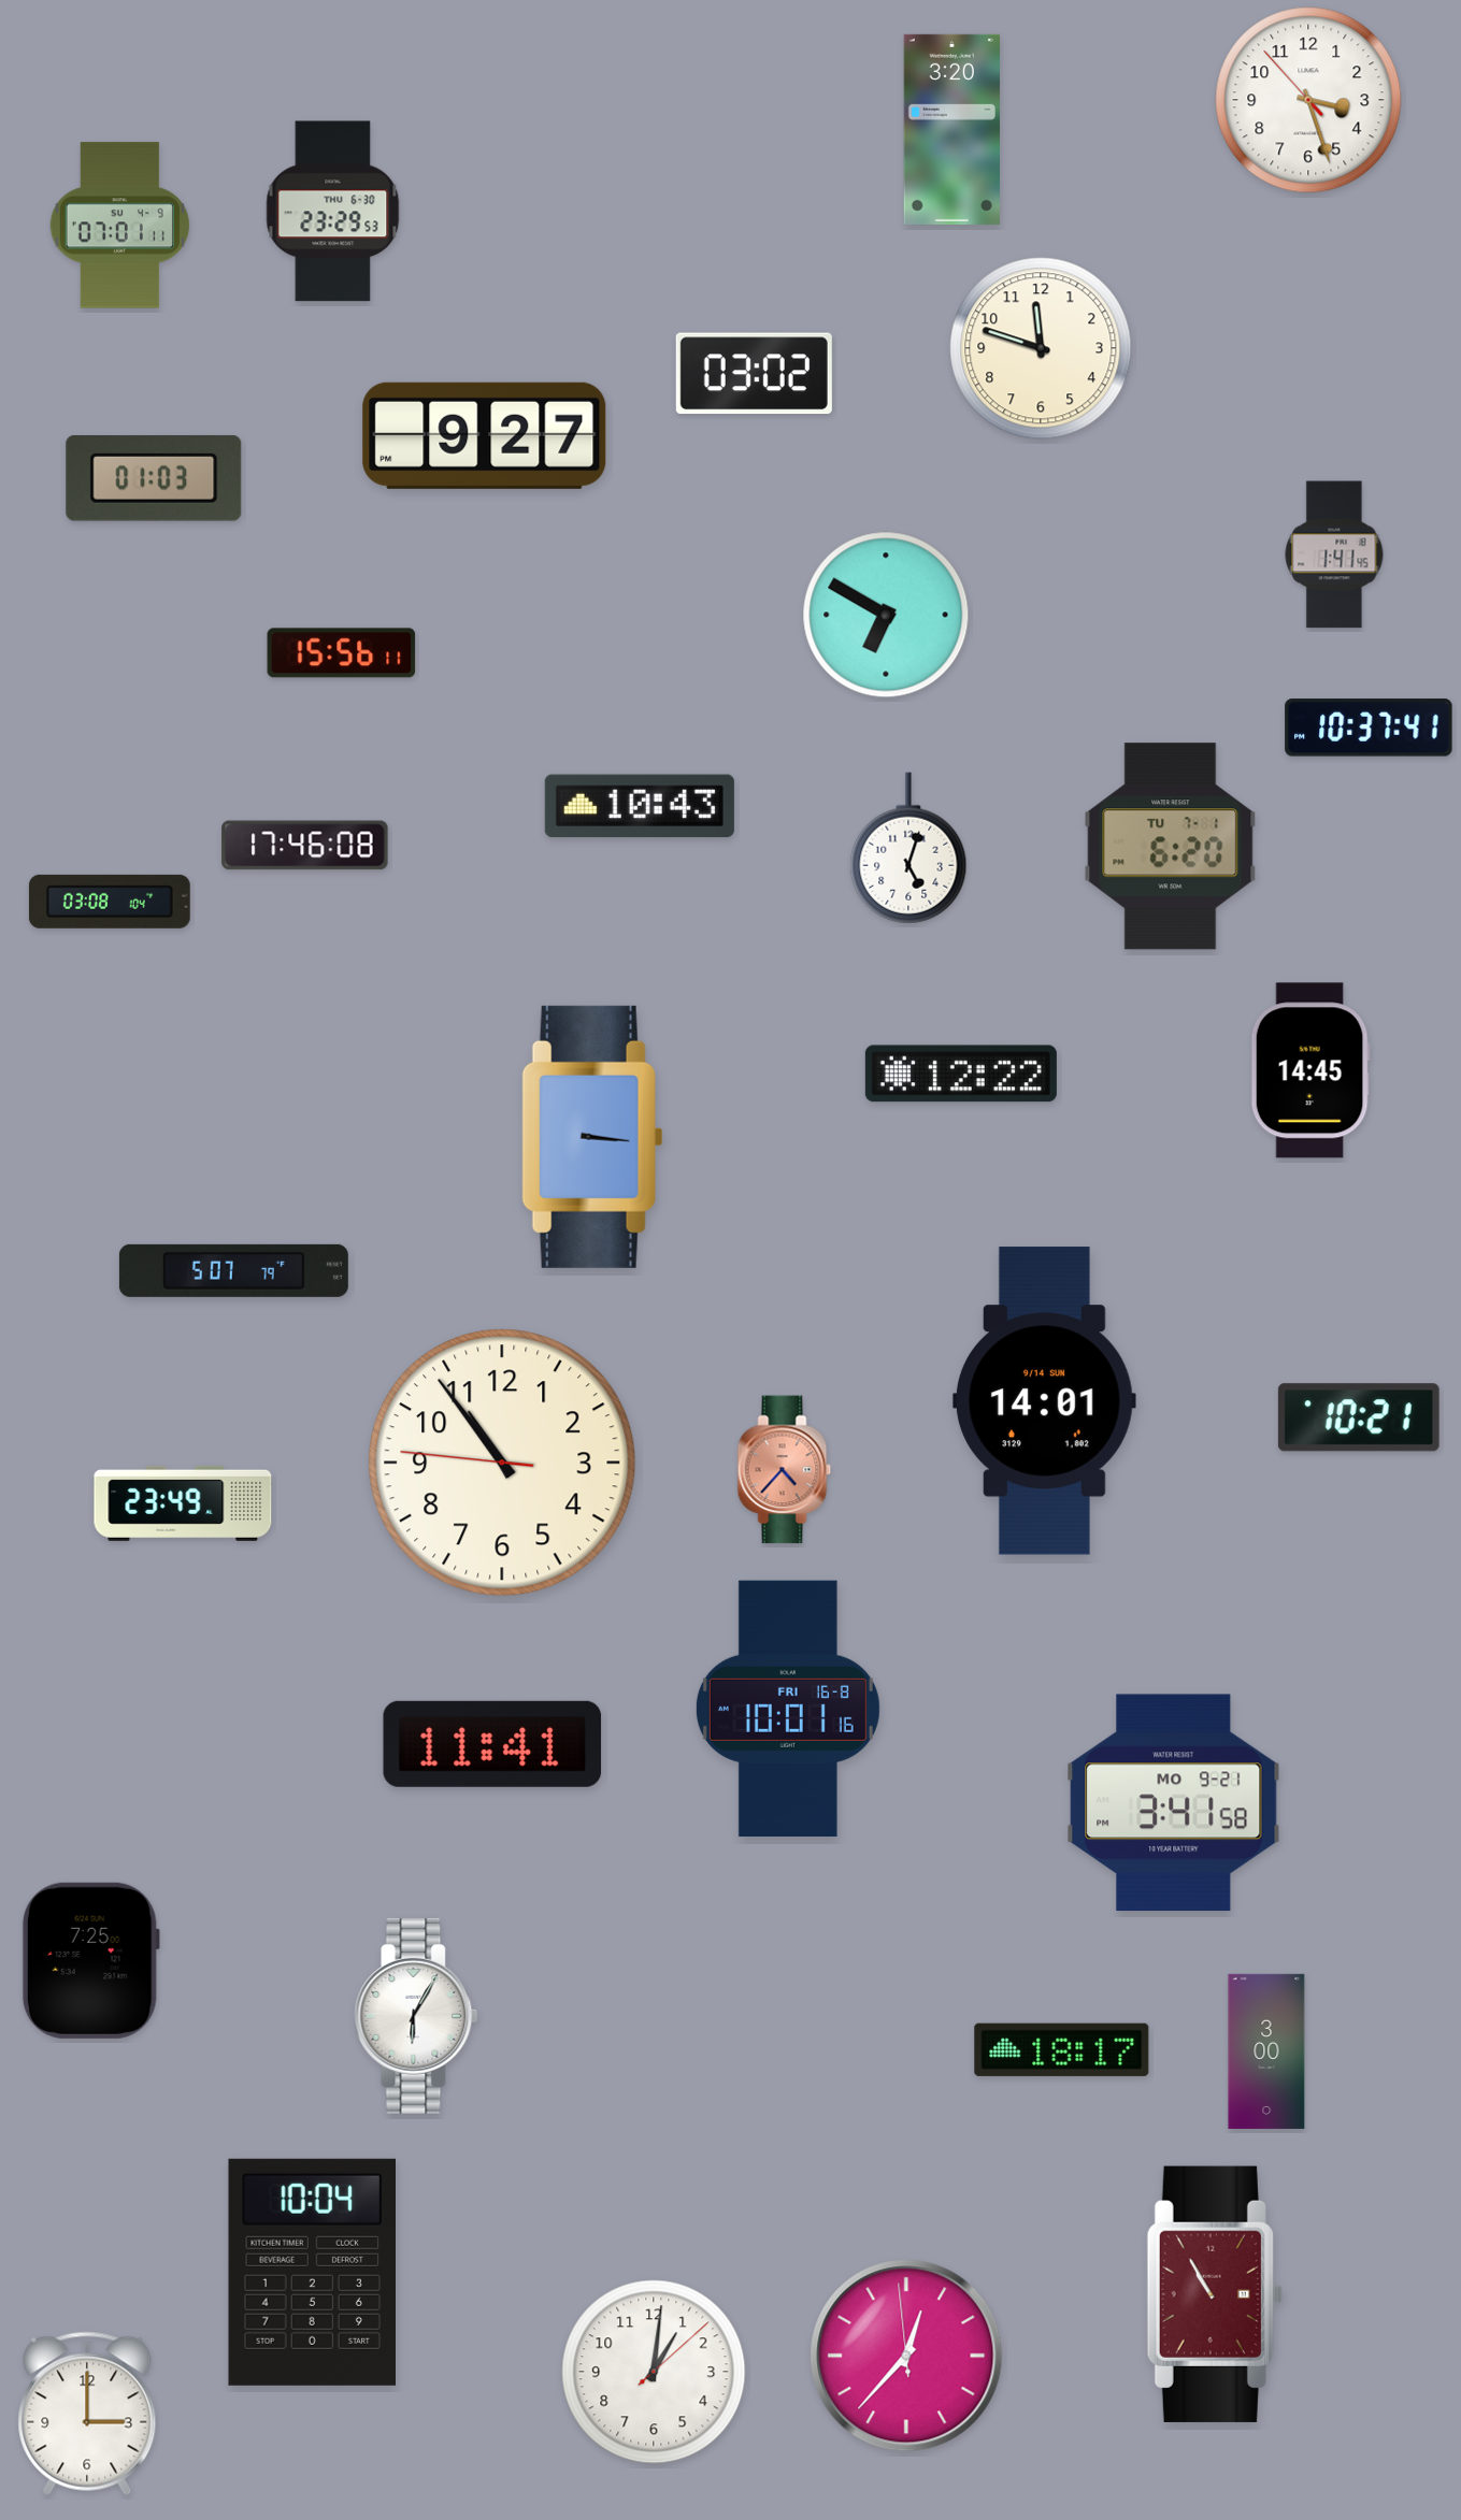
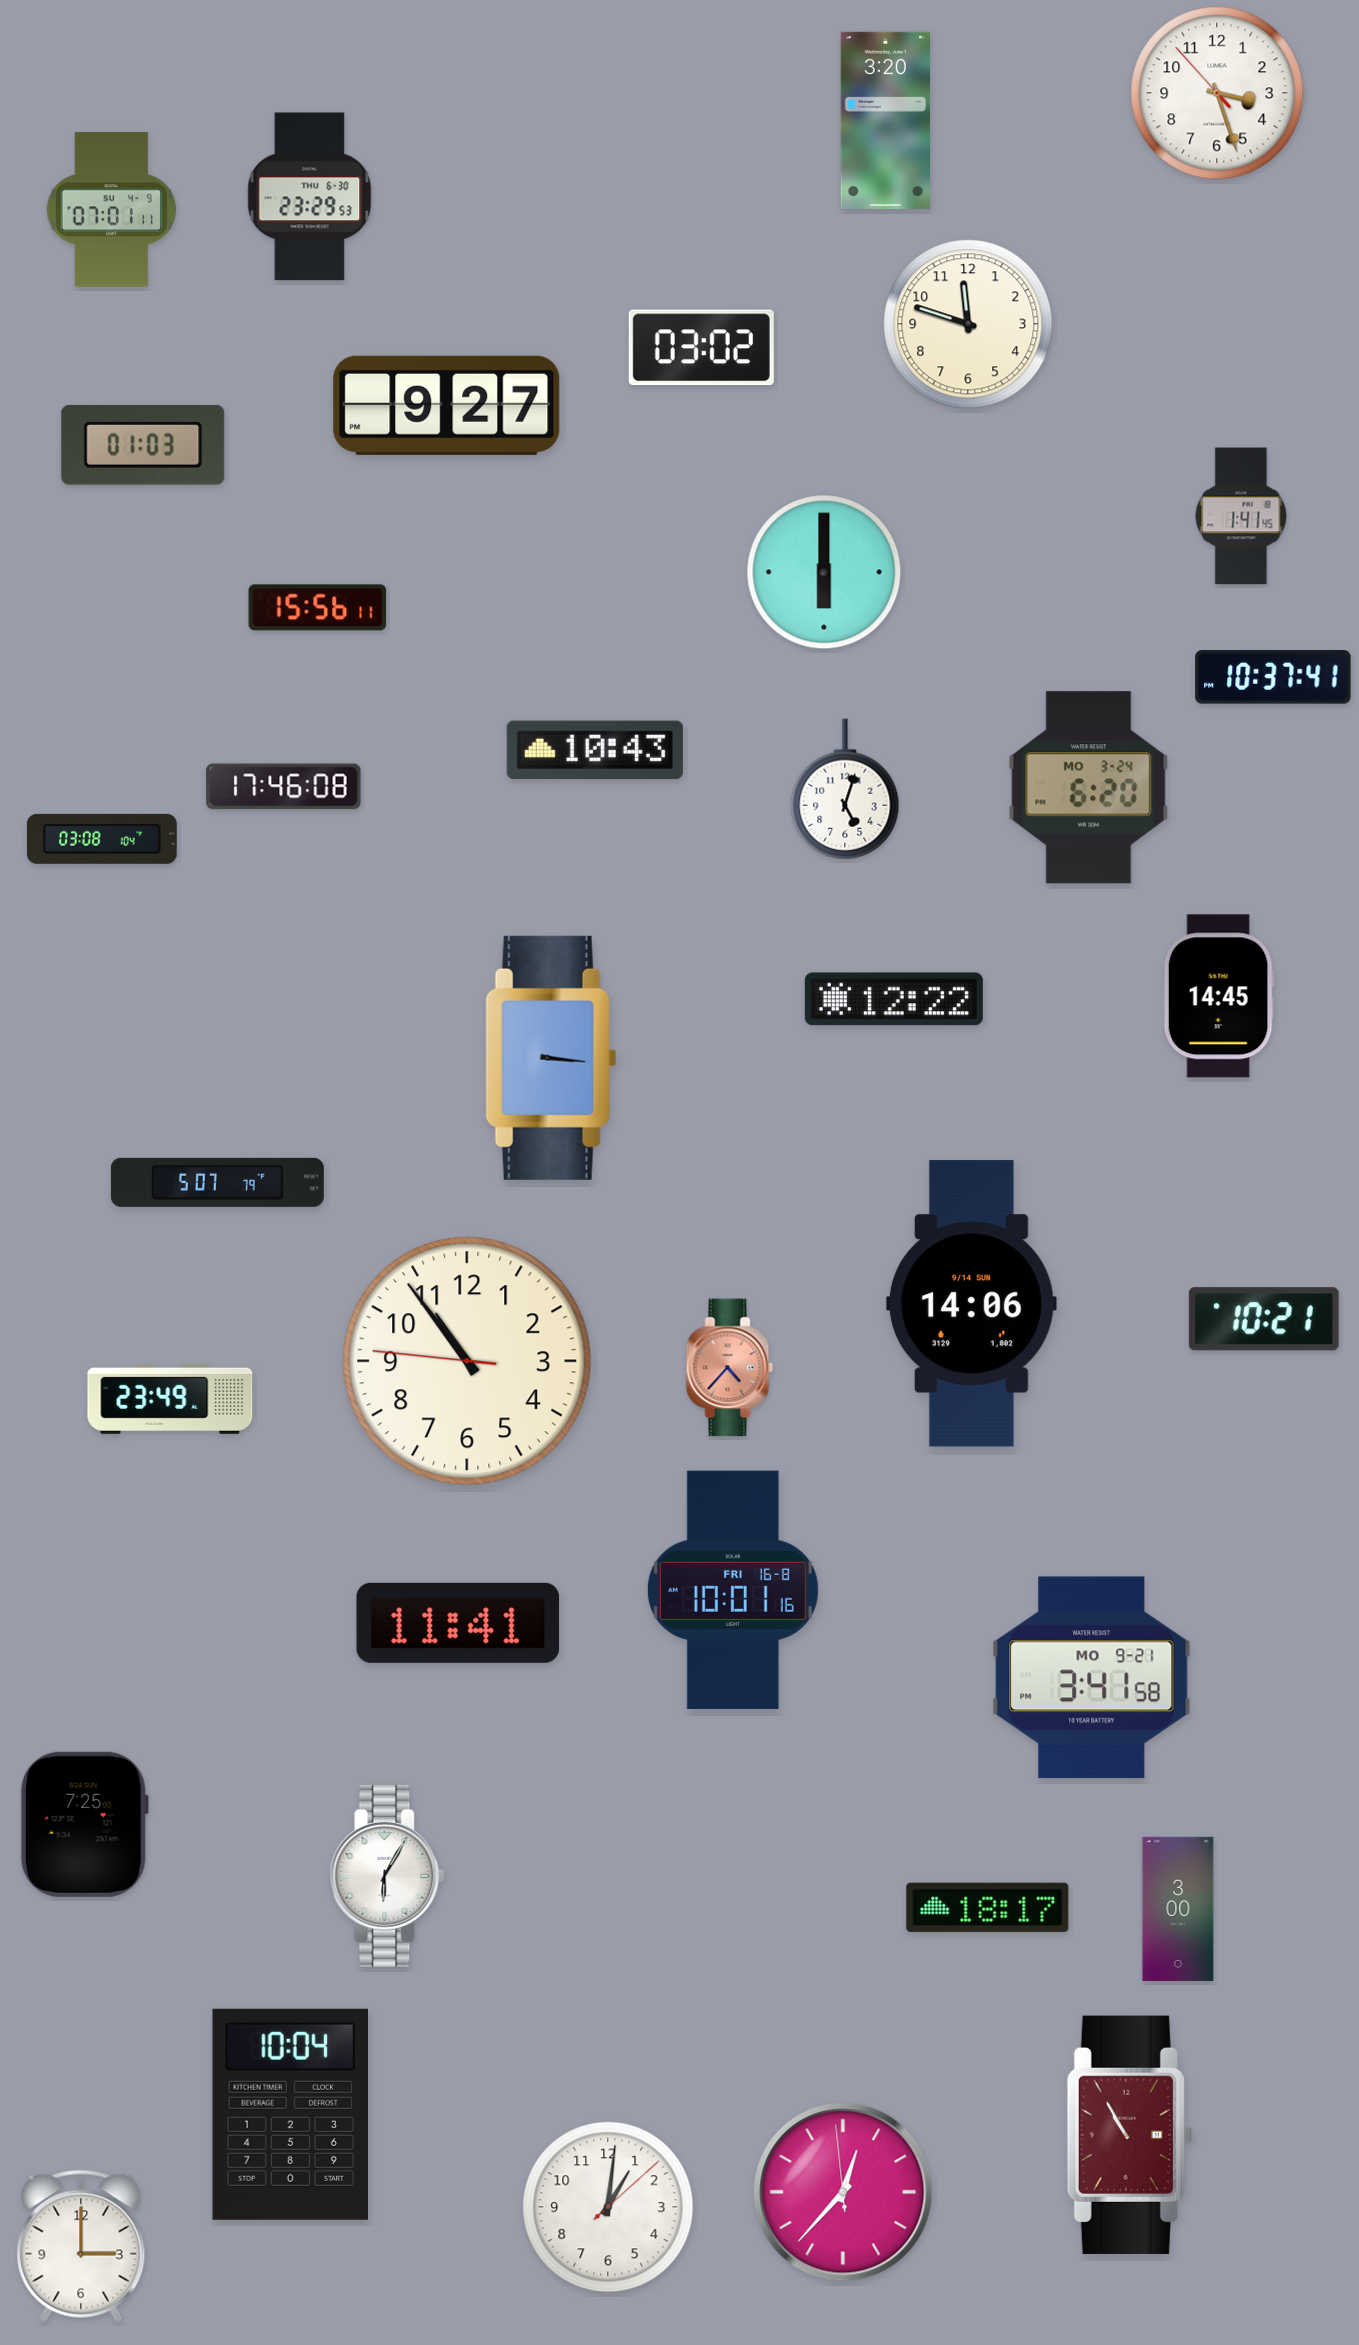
clock at (485, 435) position: (485, 435) -> (447, 405)
clock at (886, 615): 6:50 -> 6:00
clock at (1171, 847) date: TU 7-1 -> MO 3-24
clock at (1044, 1401): 14:01 -> 14:06
